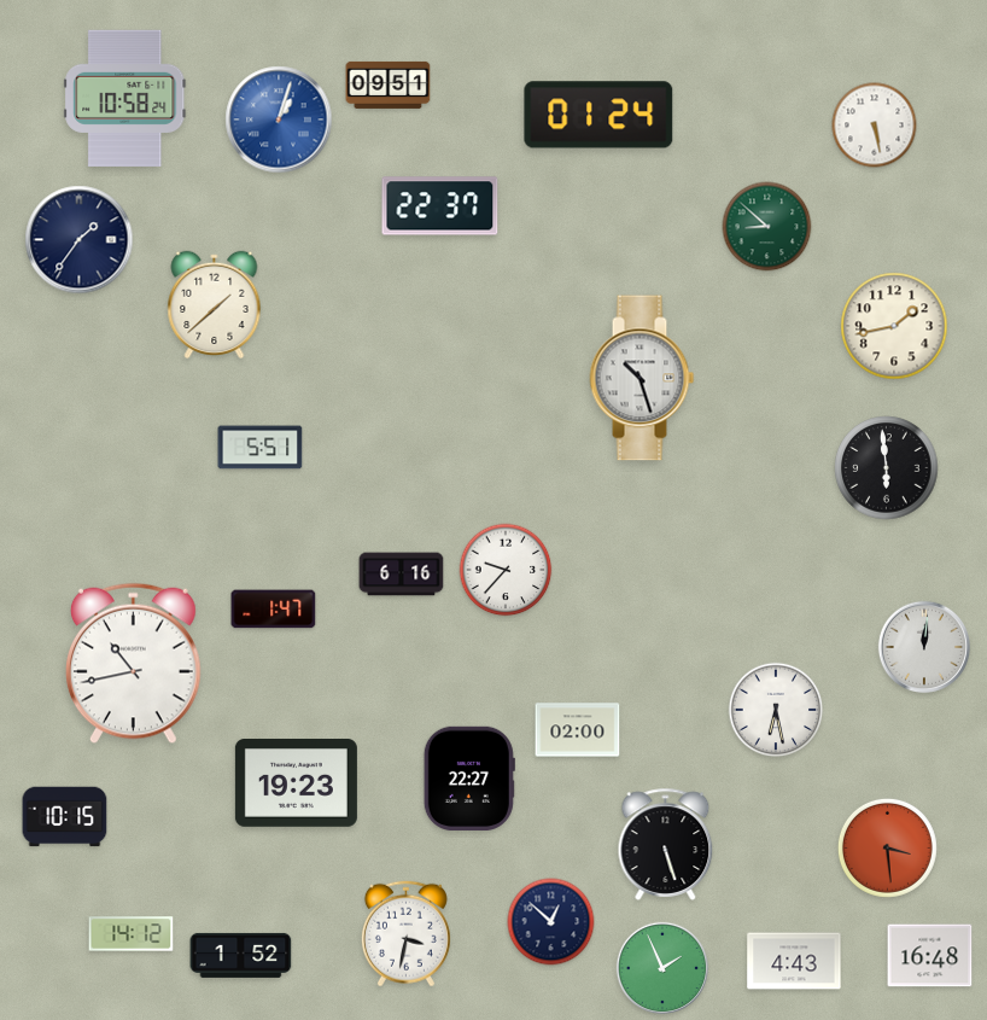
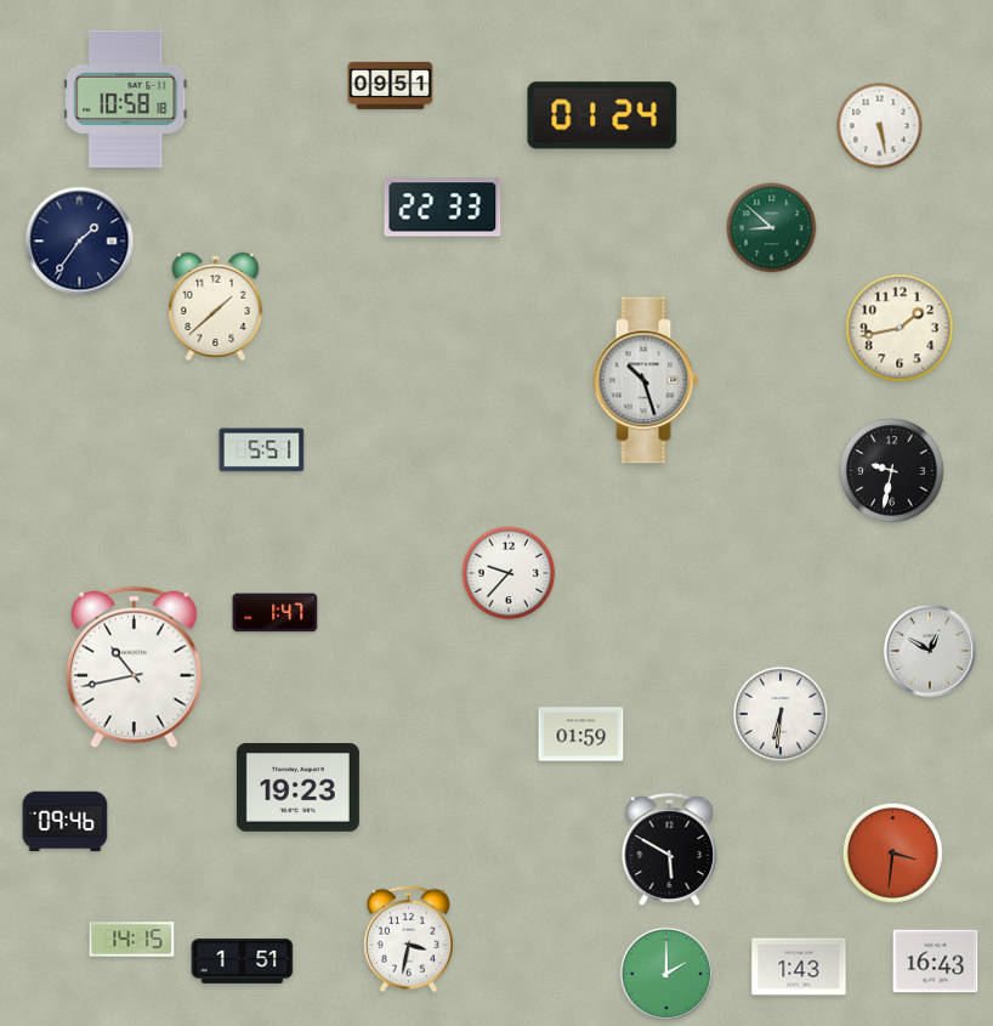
clock at (125, 98): 10:58:24 -> 10:58:18
clock at (279, 120): 1:03 -> none
clock at (440, 206): 22:37 -> 22:33
clock at (887, 468): 5:59 -> 9:32
clock at (402, 575): 6:16 -> none
clock at (923, 646): 12:01 -> 12:50
clock at (776, 710): 6:28 -> 6:31
clock at (578, 730): 02:00 -> 01:59
clock at (469, 777): 22:27 -> none
clock at (65, 817): 10:15 -> 09:46
clock at (666, 844): 5:27 -> 5:50
clock at (887, 847): 3:29 -> 3:31
clock at (551, 922): 12:52 -> none
clock at (132, 934): 14:12 -> 14:15
clock at (241, 955): 1:52 -> 1:51
clock at (930, 956): 16:48 -> 16:43
clock at (794, 961): 4:43 -> 1:43
clock at (661, 967): 1:56 -> 2:00
